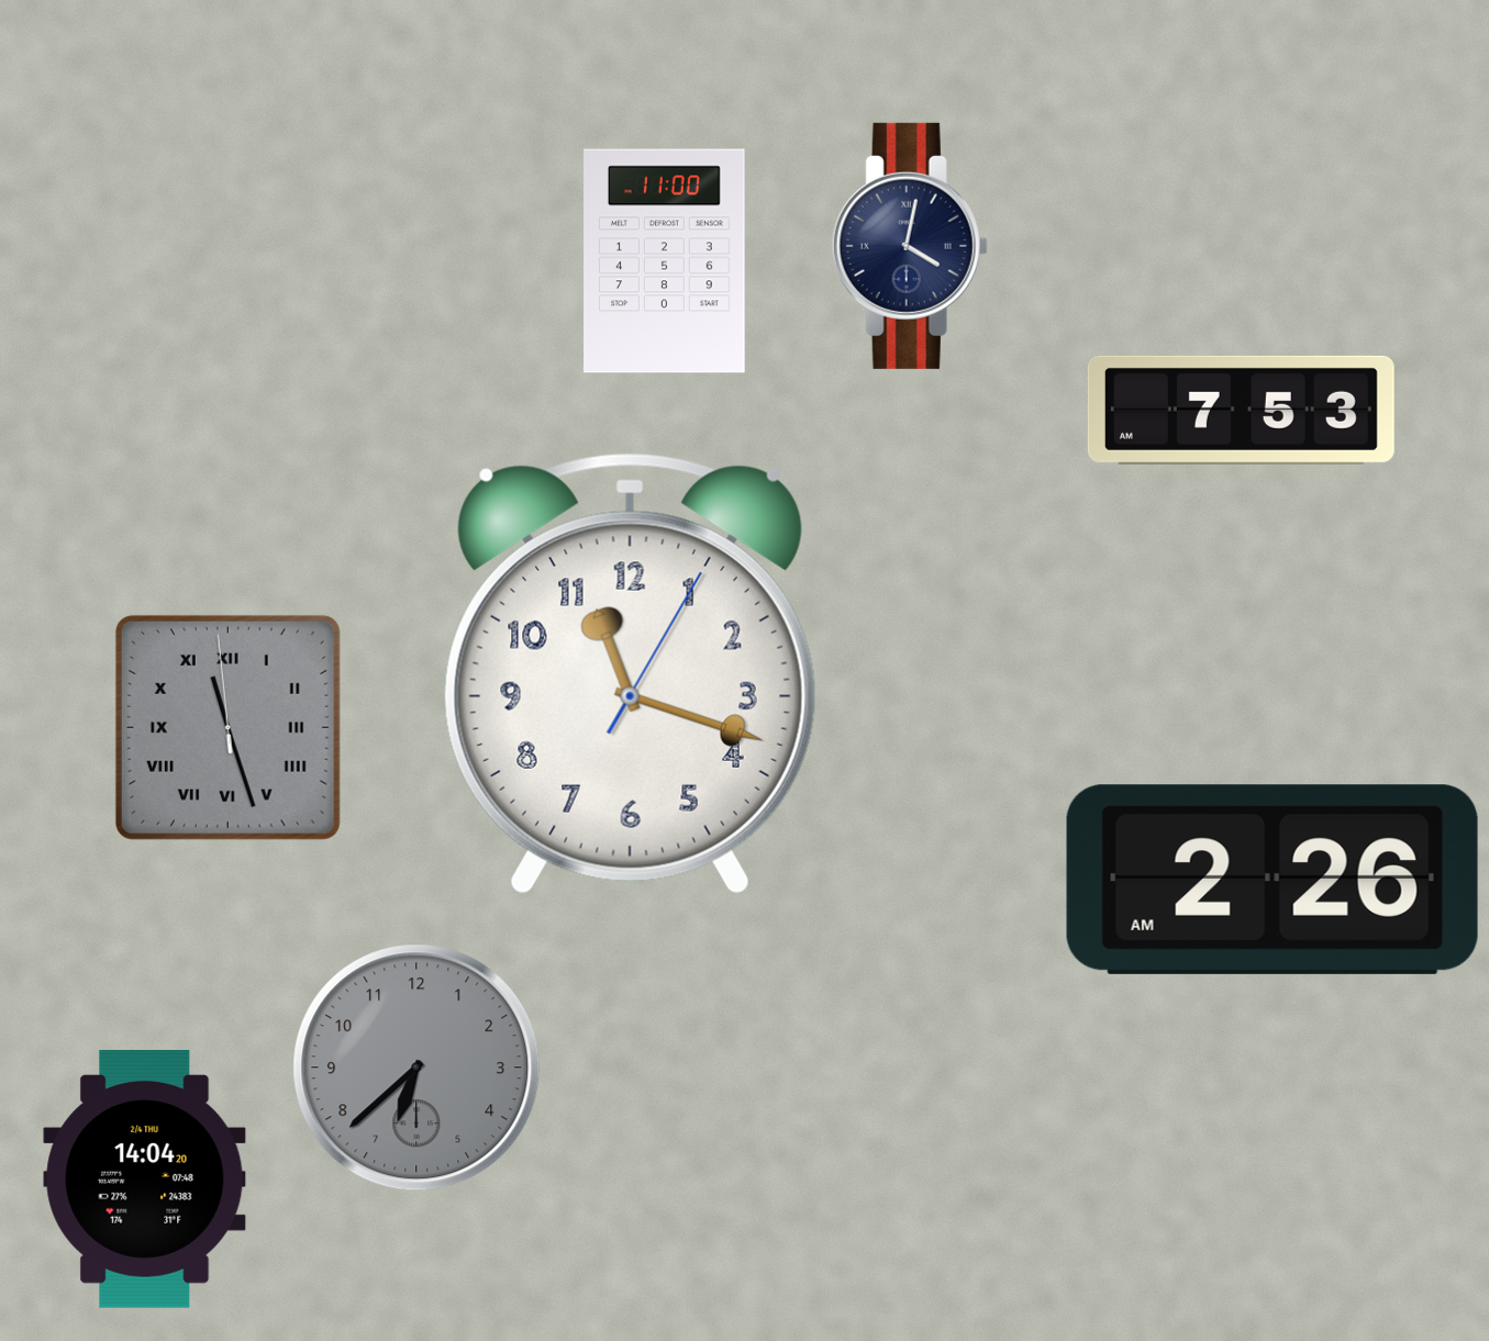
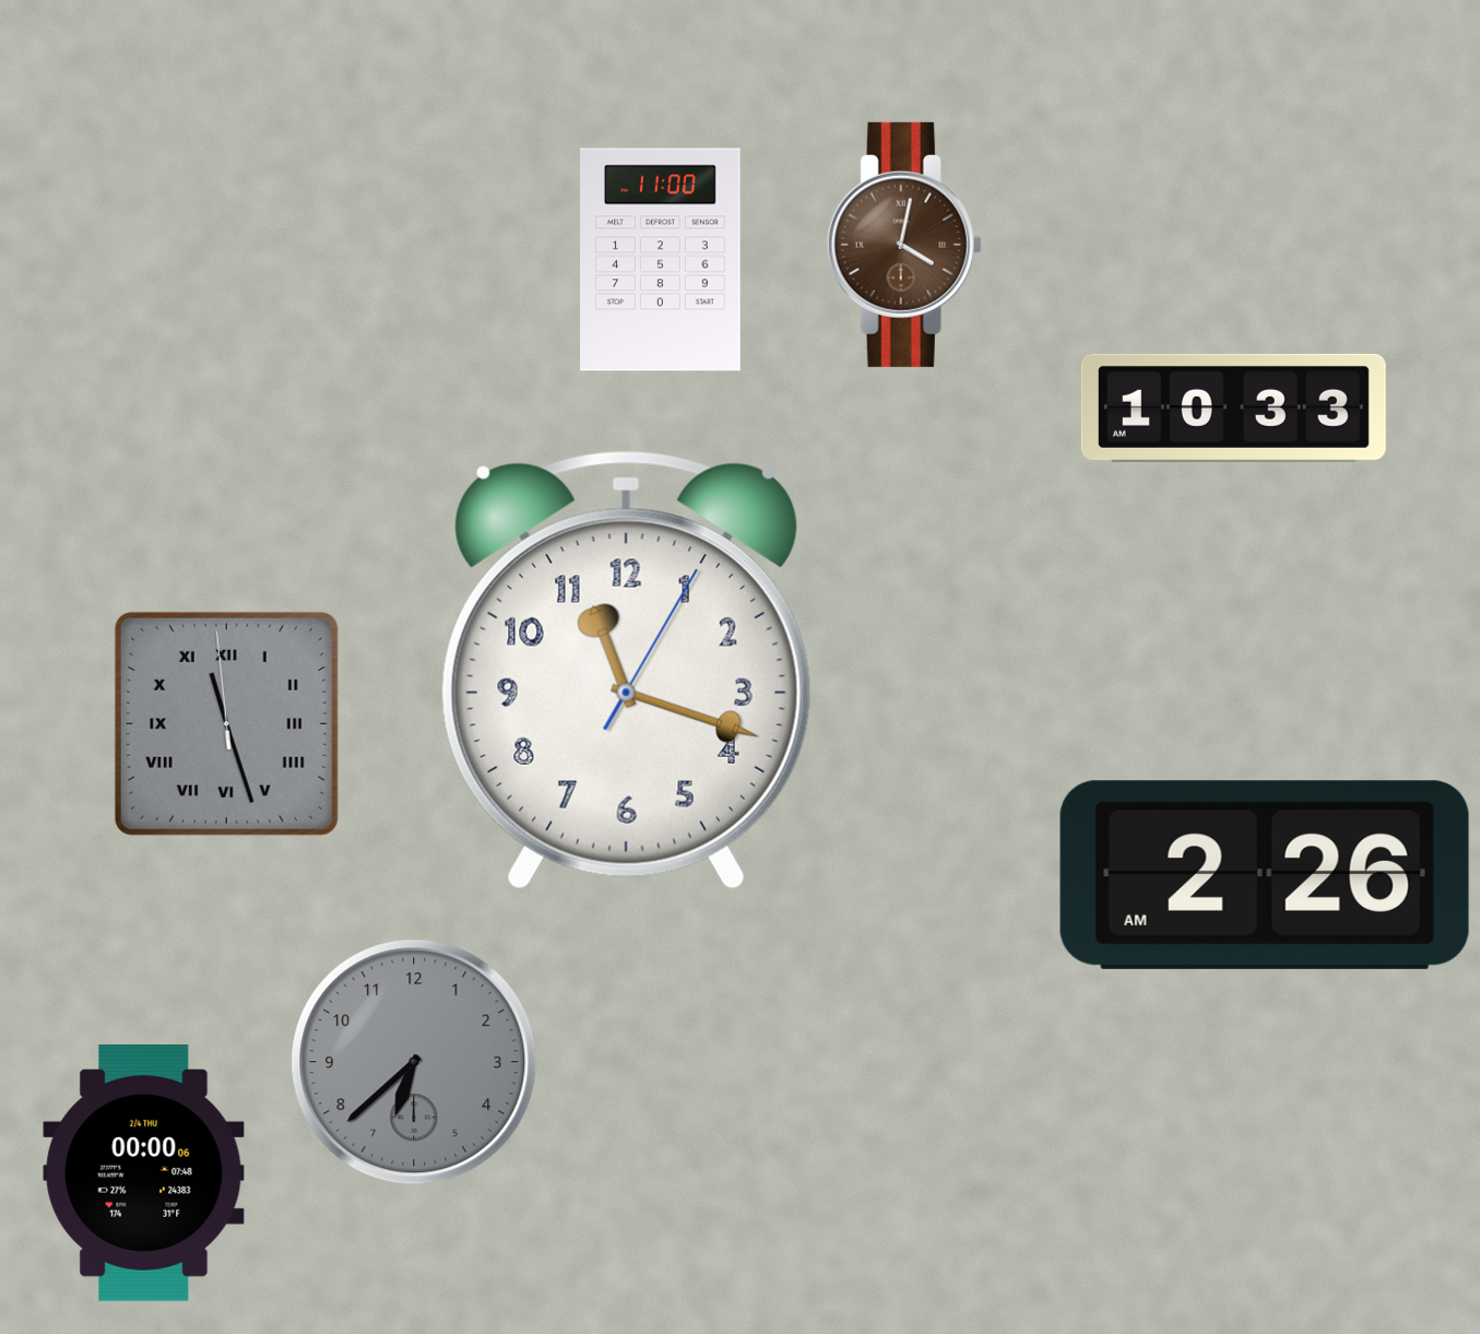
clock at (910, 246) dial: navy -> brown
clock at (1241, 410): 7:53 -> 10:33
clock at (145, 1180): 14:04 -> 00:00
